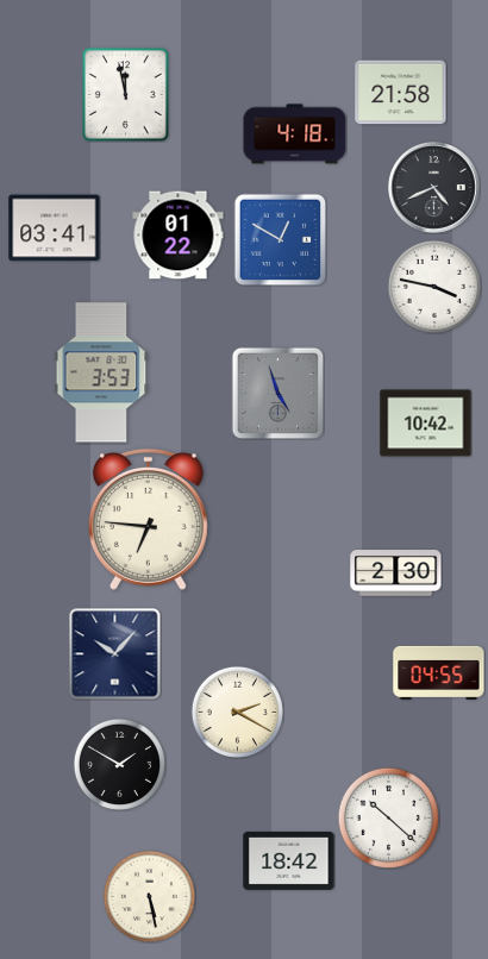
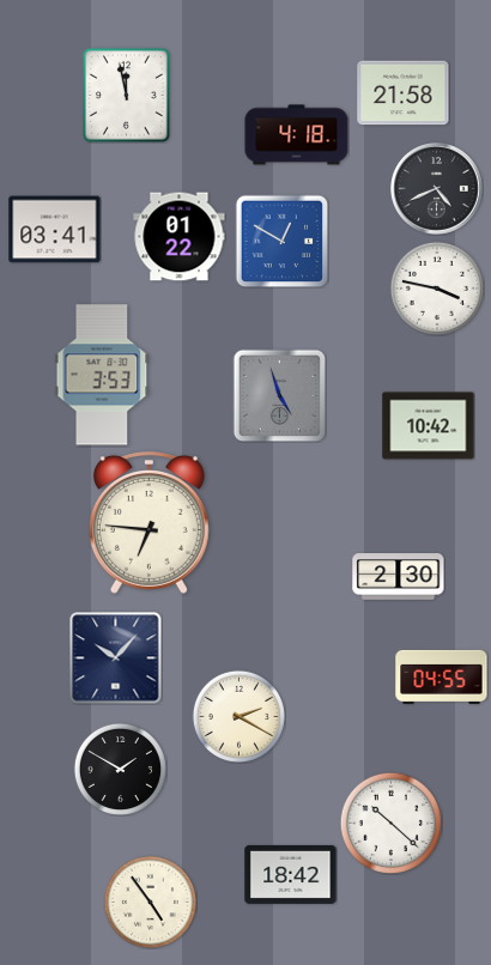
clock at (289, 860) position: (289, 860) -> (291, 874)
clock at (149, 896): 5:28 -> 4:54
